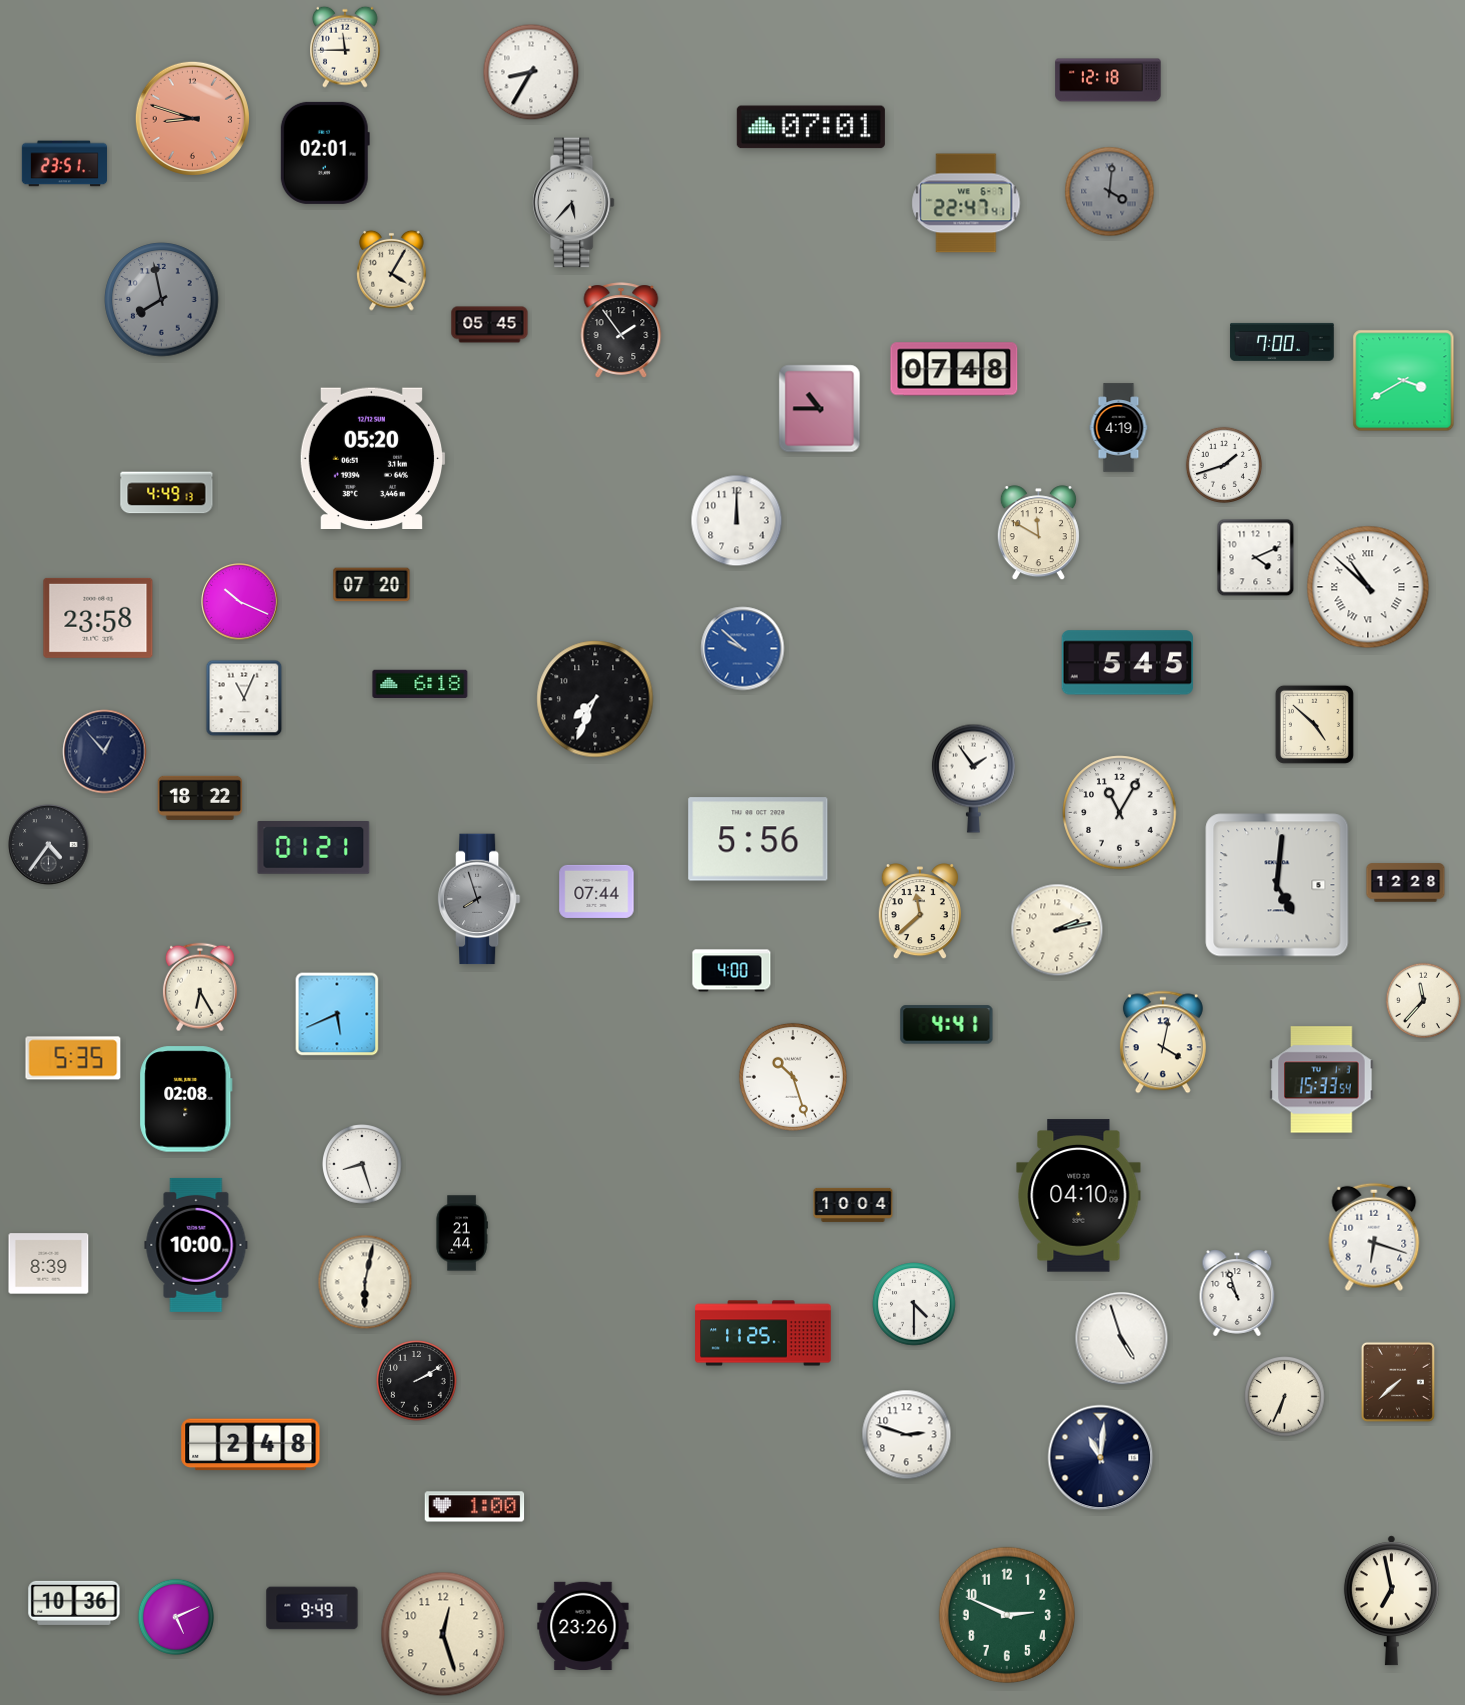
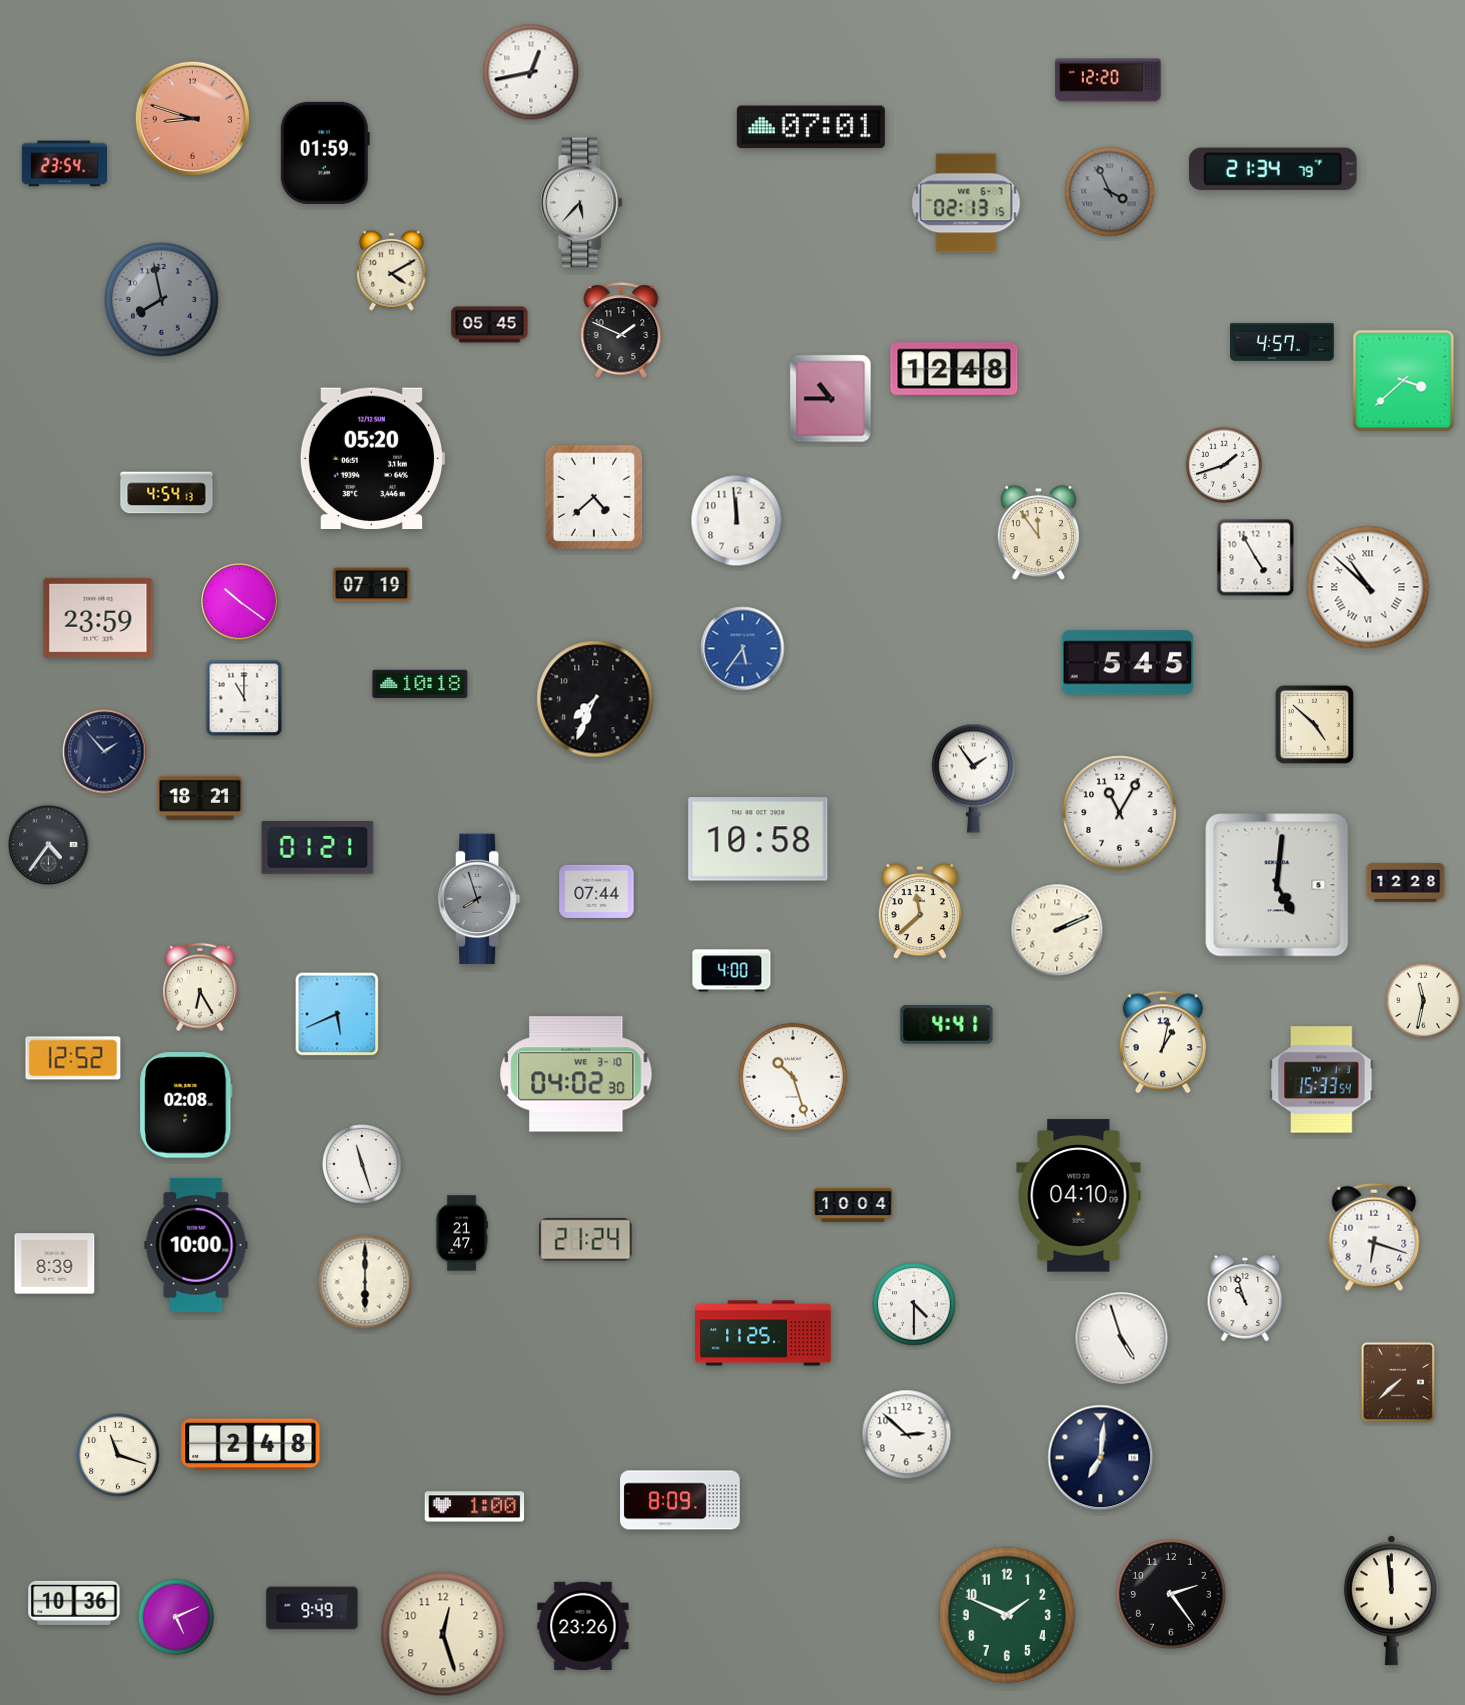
clock at (346, 47): 11:45 -> none
clock at (531, 72): 8:35 -> 12:43
clock at (1108, 80): 12:18 -> 12:20
clock at (325, 153): 02:01 -> 01:59
clock at (64, 164): 23:51 -> 23:54
clock at (1273, 169): none -> 21:34
clock at (1110, 192): 4:01 -> 3:56
clock at (573, 203) position: (573, 203) -> (581, 203)
clock at (966, 203): 22:47 -> 02:13
clock at (392, 270): 4:05 -> 4:10
clock at (621, 330): 1:54 -> 1:49
clock at (1282, 342): 7:00 -> 4:57
clock at (954, 369): 07:48 -> 12:48
clock at (1404, 381): 3:40 -> 3:38
clock at (820, 409) position: (820, 409) -> (831, 399)
clock at (1119, 428): 4:19 -> none
clock at (167, 493): 4:49 -> 4:54
clock at (594, 497): none -> 4:38
clock at (737, 521): 12:00 -> 11:59
clock at (1038, 533): 11:50 -> 11:54
clock at (1256, 558): 4:11 -> 4:55
clock at (372, 585): 07:20 -> 07:19
clock at (240, 602): 10:19 -> 10:21
clock at (98, 618): 23:58 -> 23:59
clock at (743, 649): 9:52 -> 5:36
clock at (420, 683): 6:18 -> 10:18
clock at (244, 698): 11:04 -> 11:00
clock at (105, 752): 12:53 -> 1:53
clock at (200, 798): 18:22 -> 18:21
clock at (758, 839): 5:56 -> 10:58
clock at (314, 848) position: (314, 848) -> (318, 848)
clock at (1057, 930): 2:13 -> 2:11
clock at (1423, 1000): 11:37 -> 11:32
clock at (1163, 1042): 4:02 -> 1:02
clock at (73, 1058): 5:35 -> 12:52
clock at (576, 1074): none -> 04:02
clock at (186, 1099) position: (186, 1099) -> (186, 1105)
clock at (363, 1165): 8:27 -> 11:27
clock at (462, 1233): 21:44 -> 21:47
clock at (586, 1240): none -> 21:24
clock at (49, 1264) position: (49, 1264) -> (55, 1264)
clock at (365, 1282): 6:02 -> 6:00
clock at (1237, 1293) position: (1237, 1293) -> (1245, 1298)
clock at (417, 1381): 2:10 -> none
clock at (1285, 1397): 6:34 -> none
clock at (907, 1435): 2:48 -> 2:52
clock at (118, 1455): none -> 11:18
clock at (1101, 1458): 11:01 -> 7:01
clock at (680, 1500): none -> 8:09
clock at (1171, 1594): none -> 2:24
clock at (1391, 1601): 6:58 -> 11:59
clock at (1007, 1615): 2:49 -> 1:49
